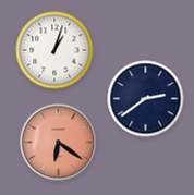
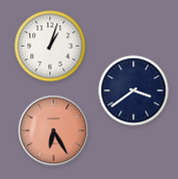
clock at (146, 99): 2:39 -> 3:39
clock at (59, 143): 6:21 -> 6:25
